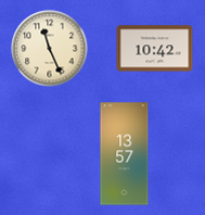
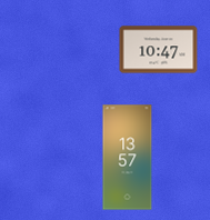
clock at (50, 49): 11:26 -> none
clock at (155, 49): 10:42 -> 10:47
